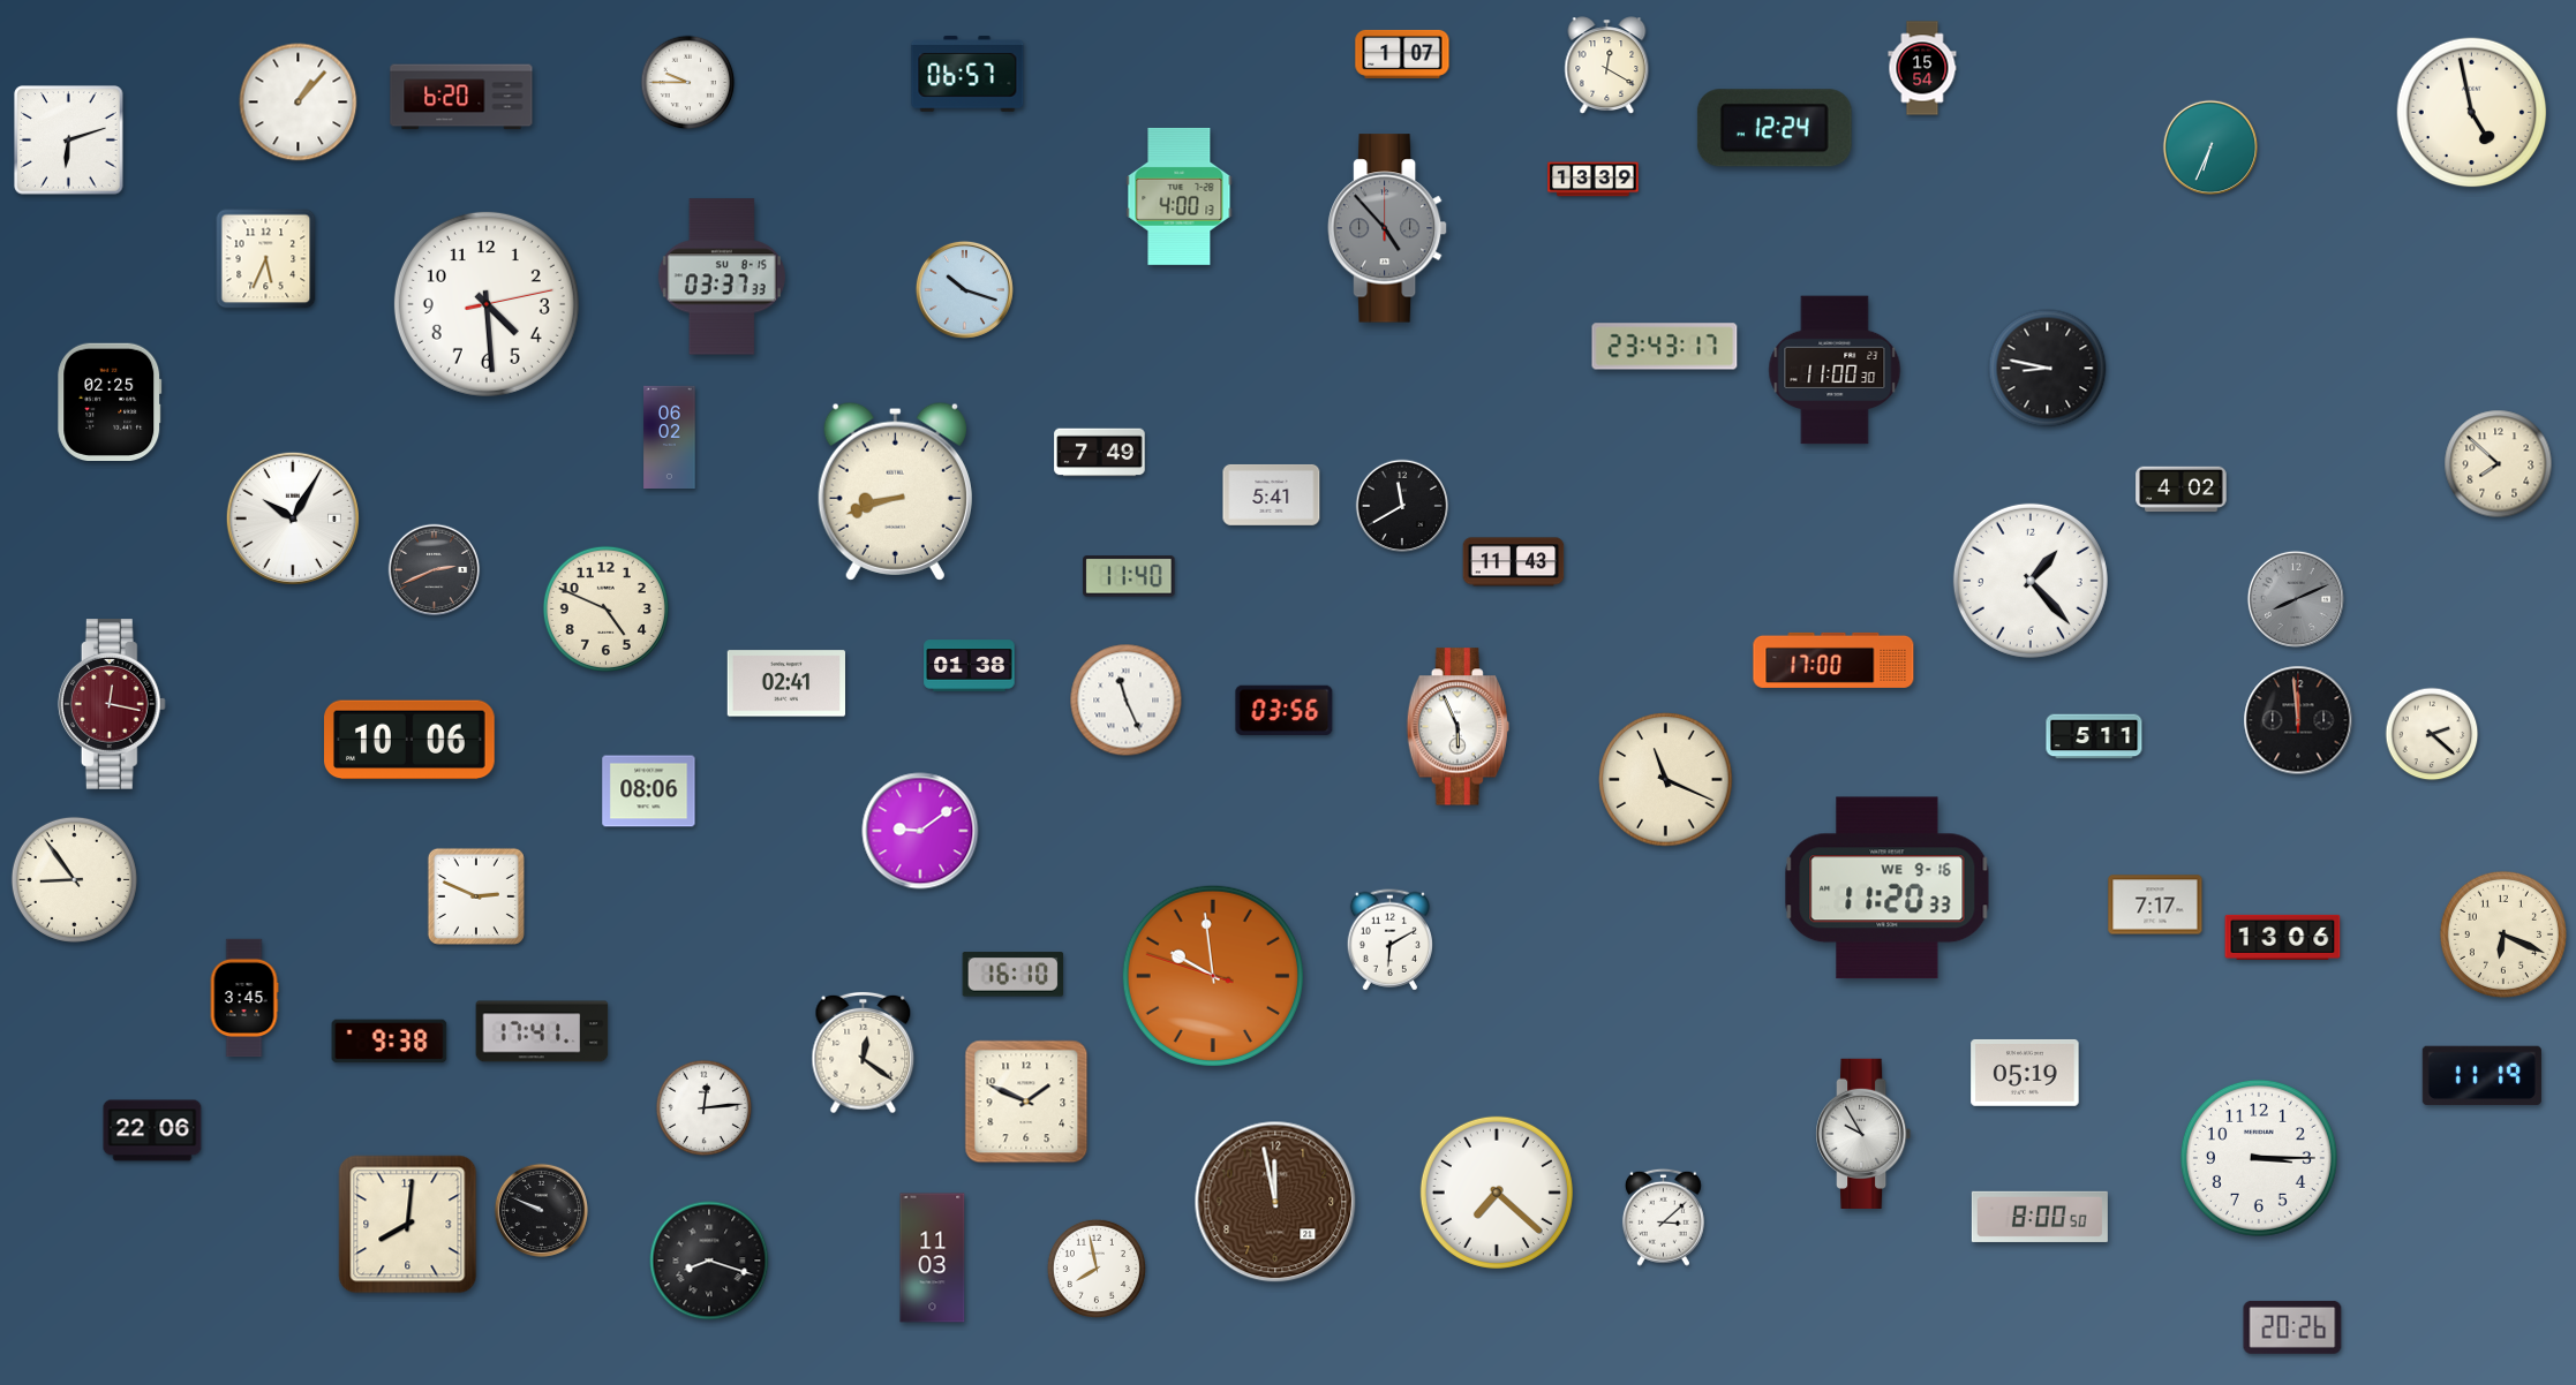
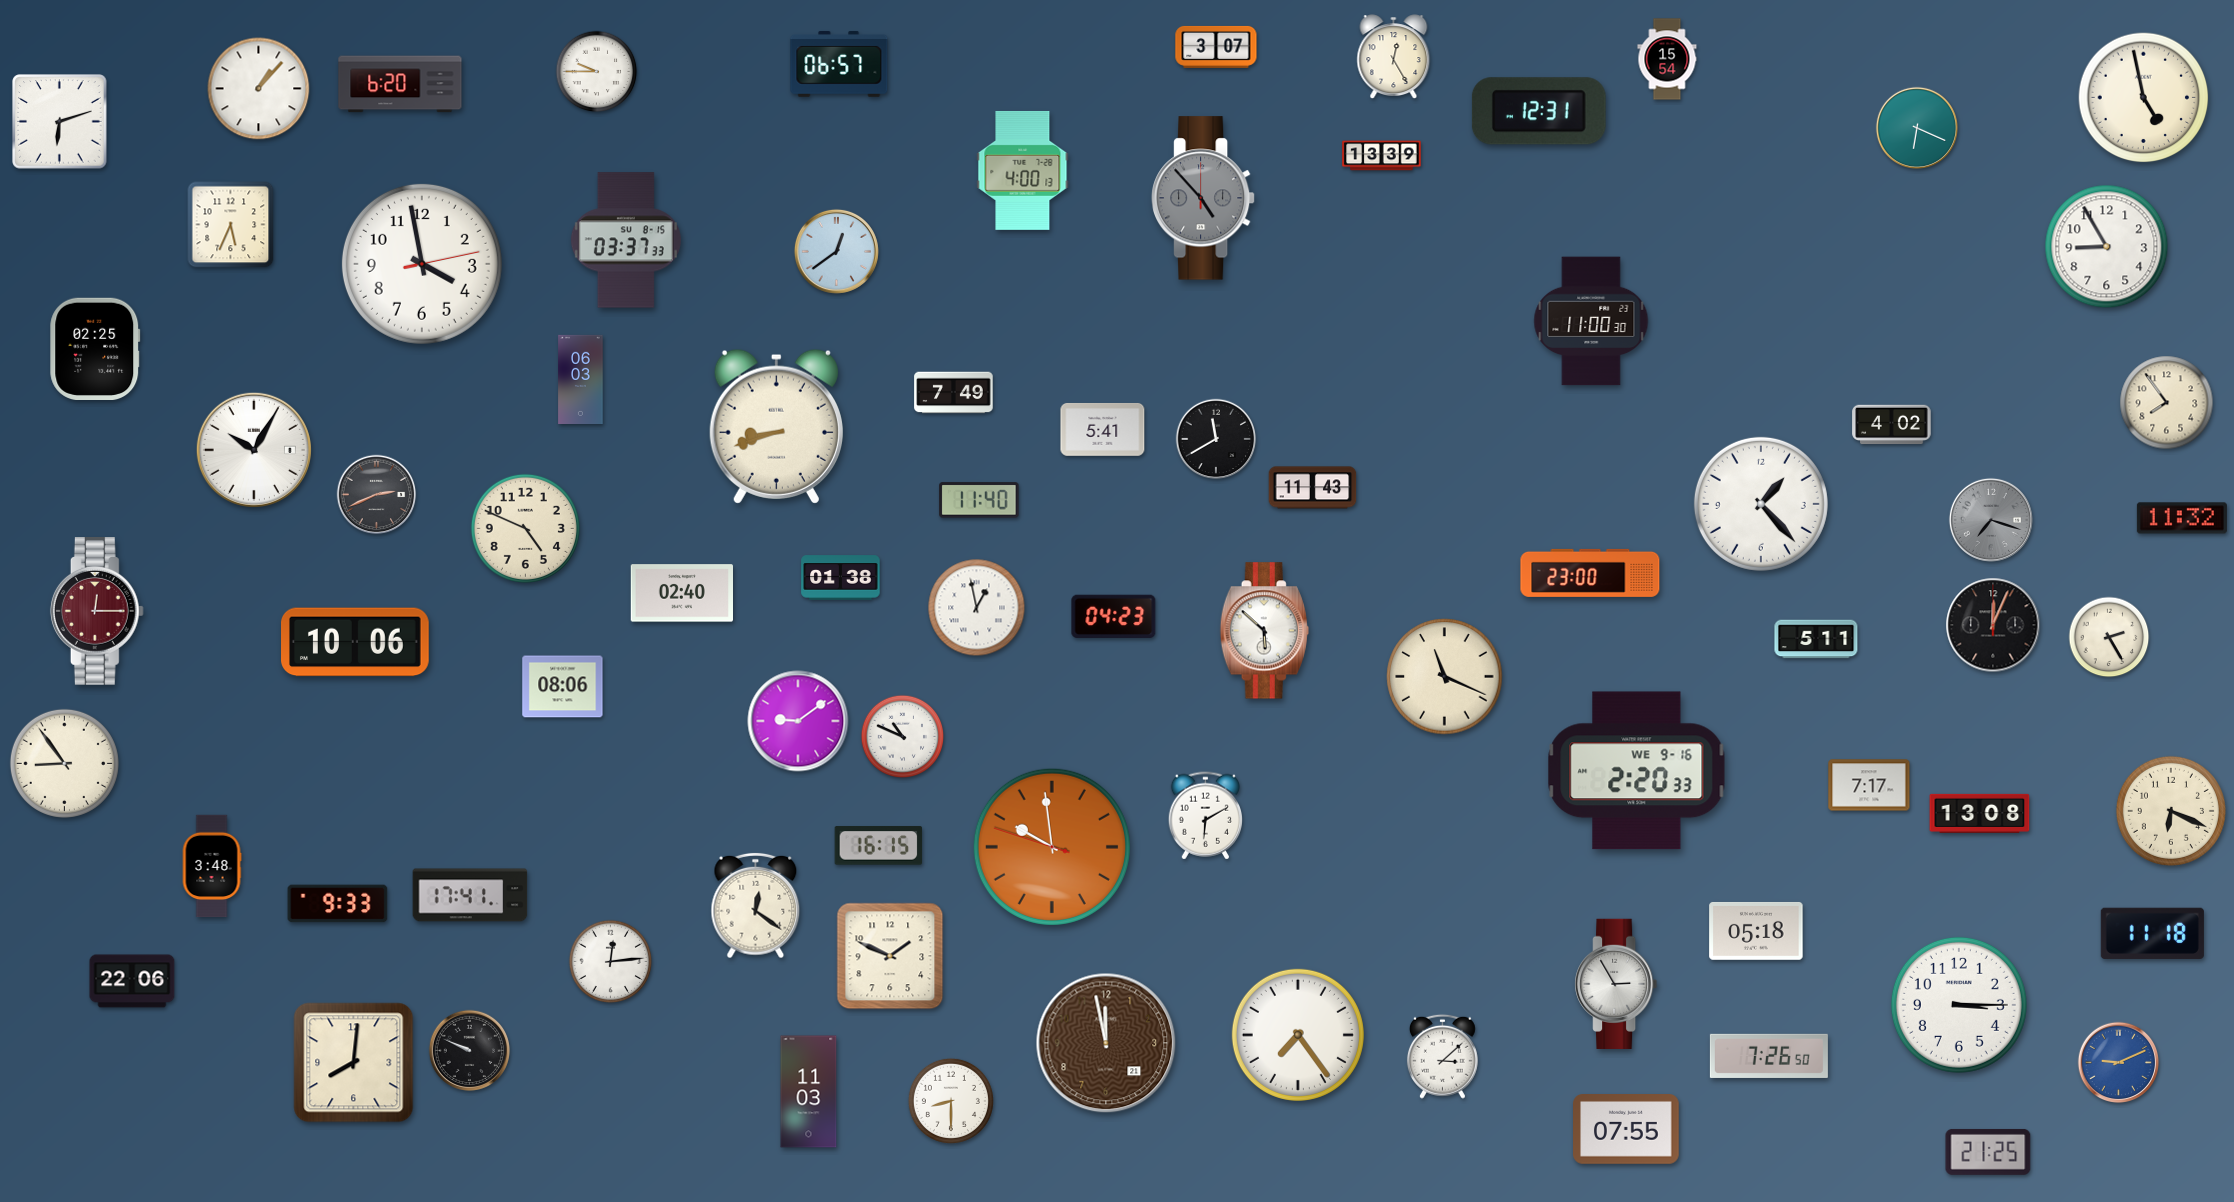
clock at (1402, 54): 1:07 -> 3:07
clock at (1607, 65): 12:20 -> 12:25
clock at (1775, 128): 12:24 -> 12:31
clock at (2209, 146): 6:34 -> 6:19
clock at (2107, 247): none -> 8:55
clock at (964, 289): 10:18 -> 12:39
clock at (487, 304): 4:29 -> 3:58
clock at (1665, 347): 23:43 -> none
clock at (2048, 369): 8:47 -> none
clock at (670, 437): 06:02 -> 06:03
clock at (2499, 464): 7:52 -> 7:54
clock at (2182, 518): none -> 11:32
clock at (2296, 599): 8:11 -> 7:18
clock at (1833, 660): 17:00 -> 23:00
clock at (785, 683): 02:41 -> 02:40
clock at (1127, 701): 11:26 -> 12:58
clock at (112, 705): 12:17 -> 12:15
clock at (1285, 710): 03:56 -> 04:23
clock at (2298, 720): 11:59 -> 12:04
clock at (1458, 727): 5:56 -> 5:52
clock at (2432, 734): 2:22 -> 2:25
clock at (903, 737): none -> 10:49
clock at (1888, 888): 11:20 -> 2:20
clock at (476, 896): 2:49 -> none
clock at (2283, 937): 13:06 -> 13:08
clock at (1014, 975): 16:10 -> 16:15
clock at (244, 998): 3:45 -> 3:48
clock at (390, 1042): 9:38 -> 9:33
clock at (864, 1053) position: (864, 1053) -> (756, 906)
clock at (2025, 1073): 05:19 -> 05:18
clock at (2481, 1075): 11:19 -> 11:18
clock at (1863, 1134): 9:55 -> 2:55
clock at (1497, 1193): 7:22 -> 7:24
clock at (2040, 1217): 8:00 -> 7:26
clock at (2119, 1063): none -> 9:11
clock at (709, 1261): 8:18 -> none
clock at (1097, 1269): 7:58 -> 8:30
clock at (1627, 1130): none -> 07:55
clock at (2292, 1327): 20:26 -> 21:25
